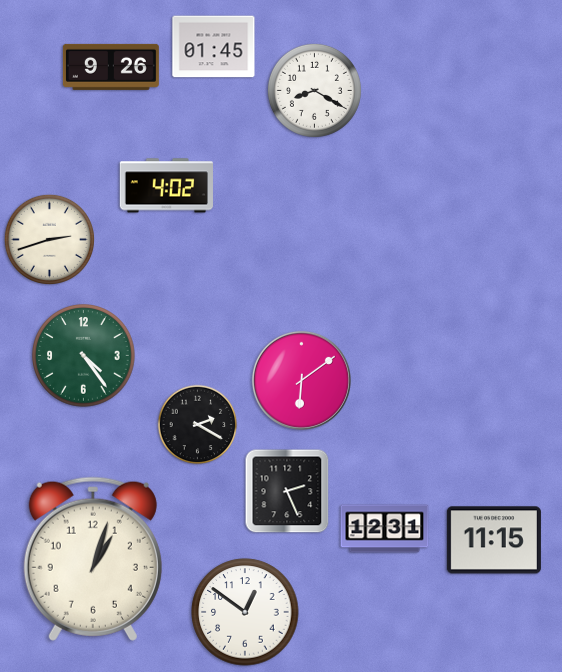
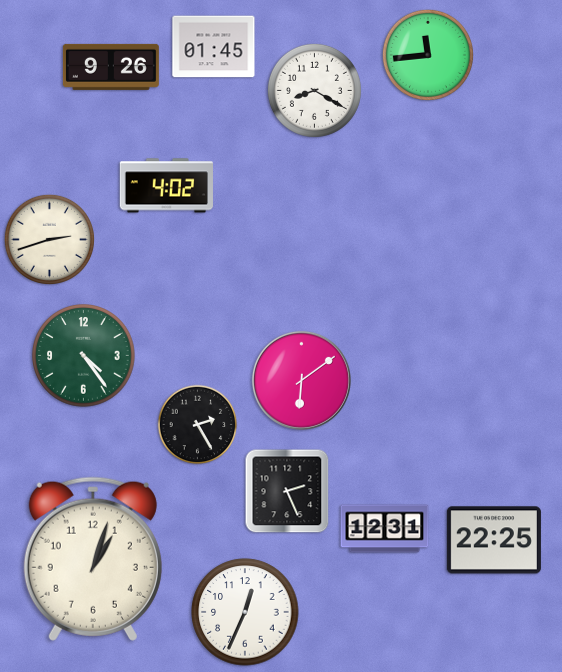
clock at (428, 55): none -> 11:44
clock at (198, 425): 2:20 -> 2:25
clock at (494, 540): 11:15 -> 22:25
clock at (245, 612): 12:51 -> 12:34
